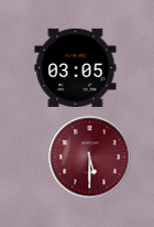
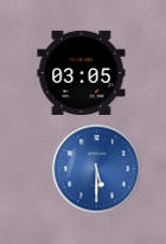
clock at (90, 158) dial: burgundy -> blue
